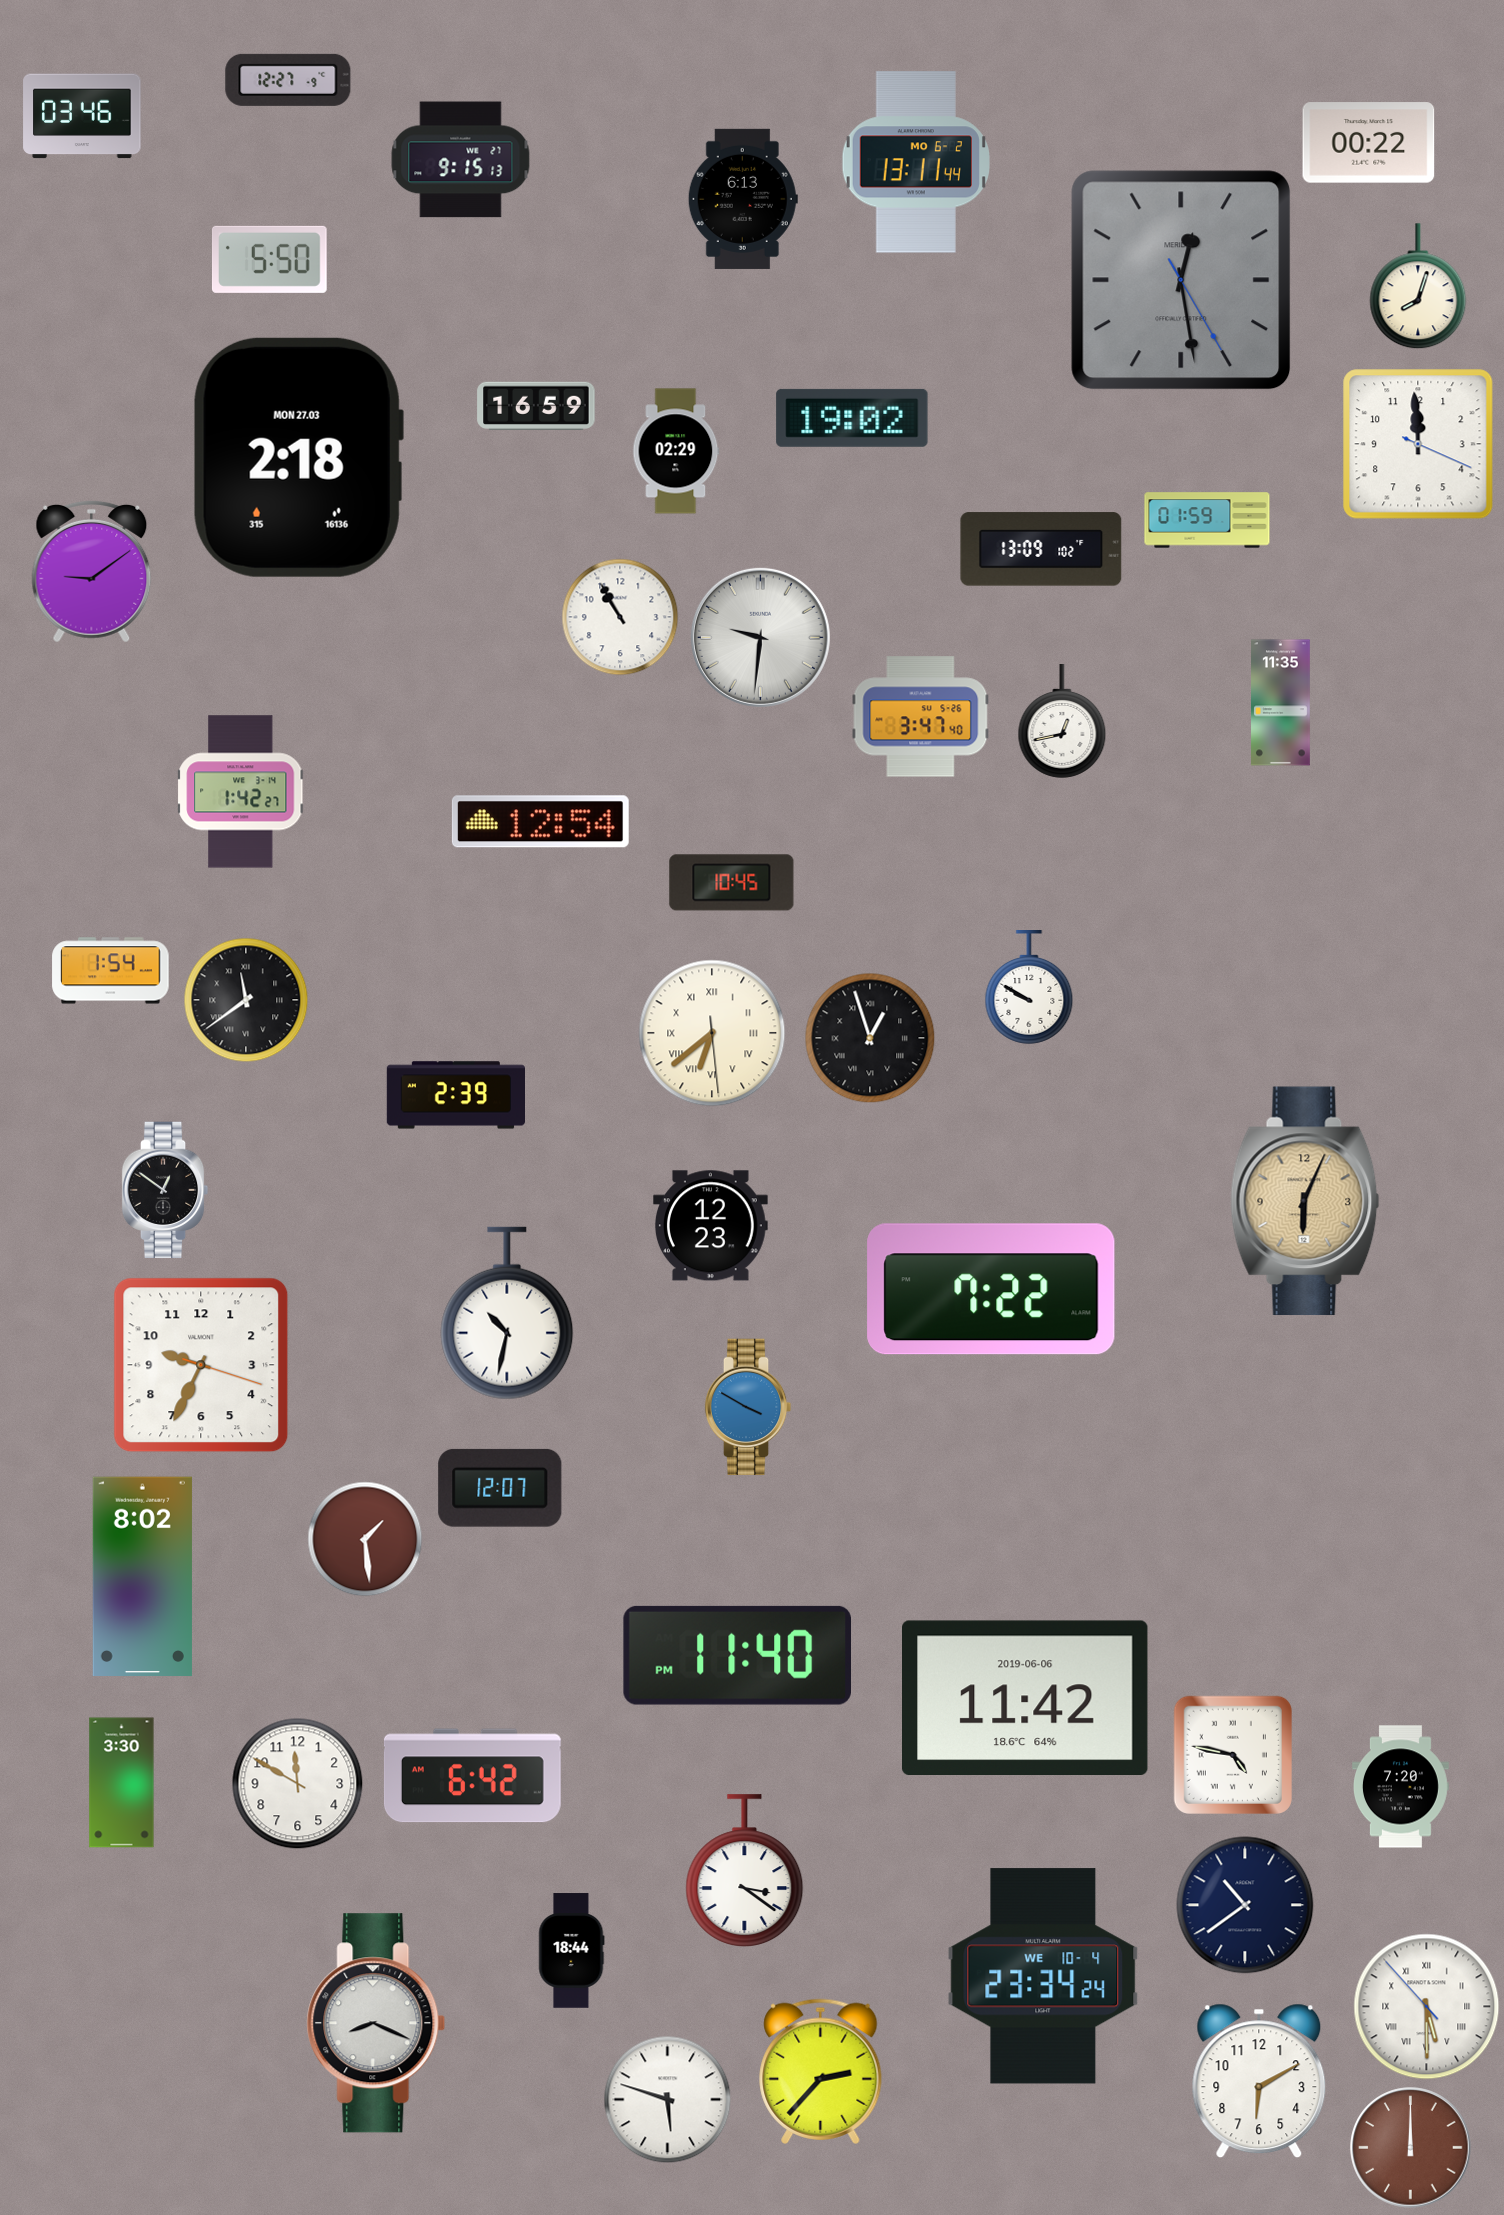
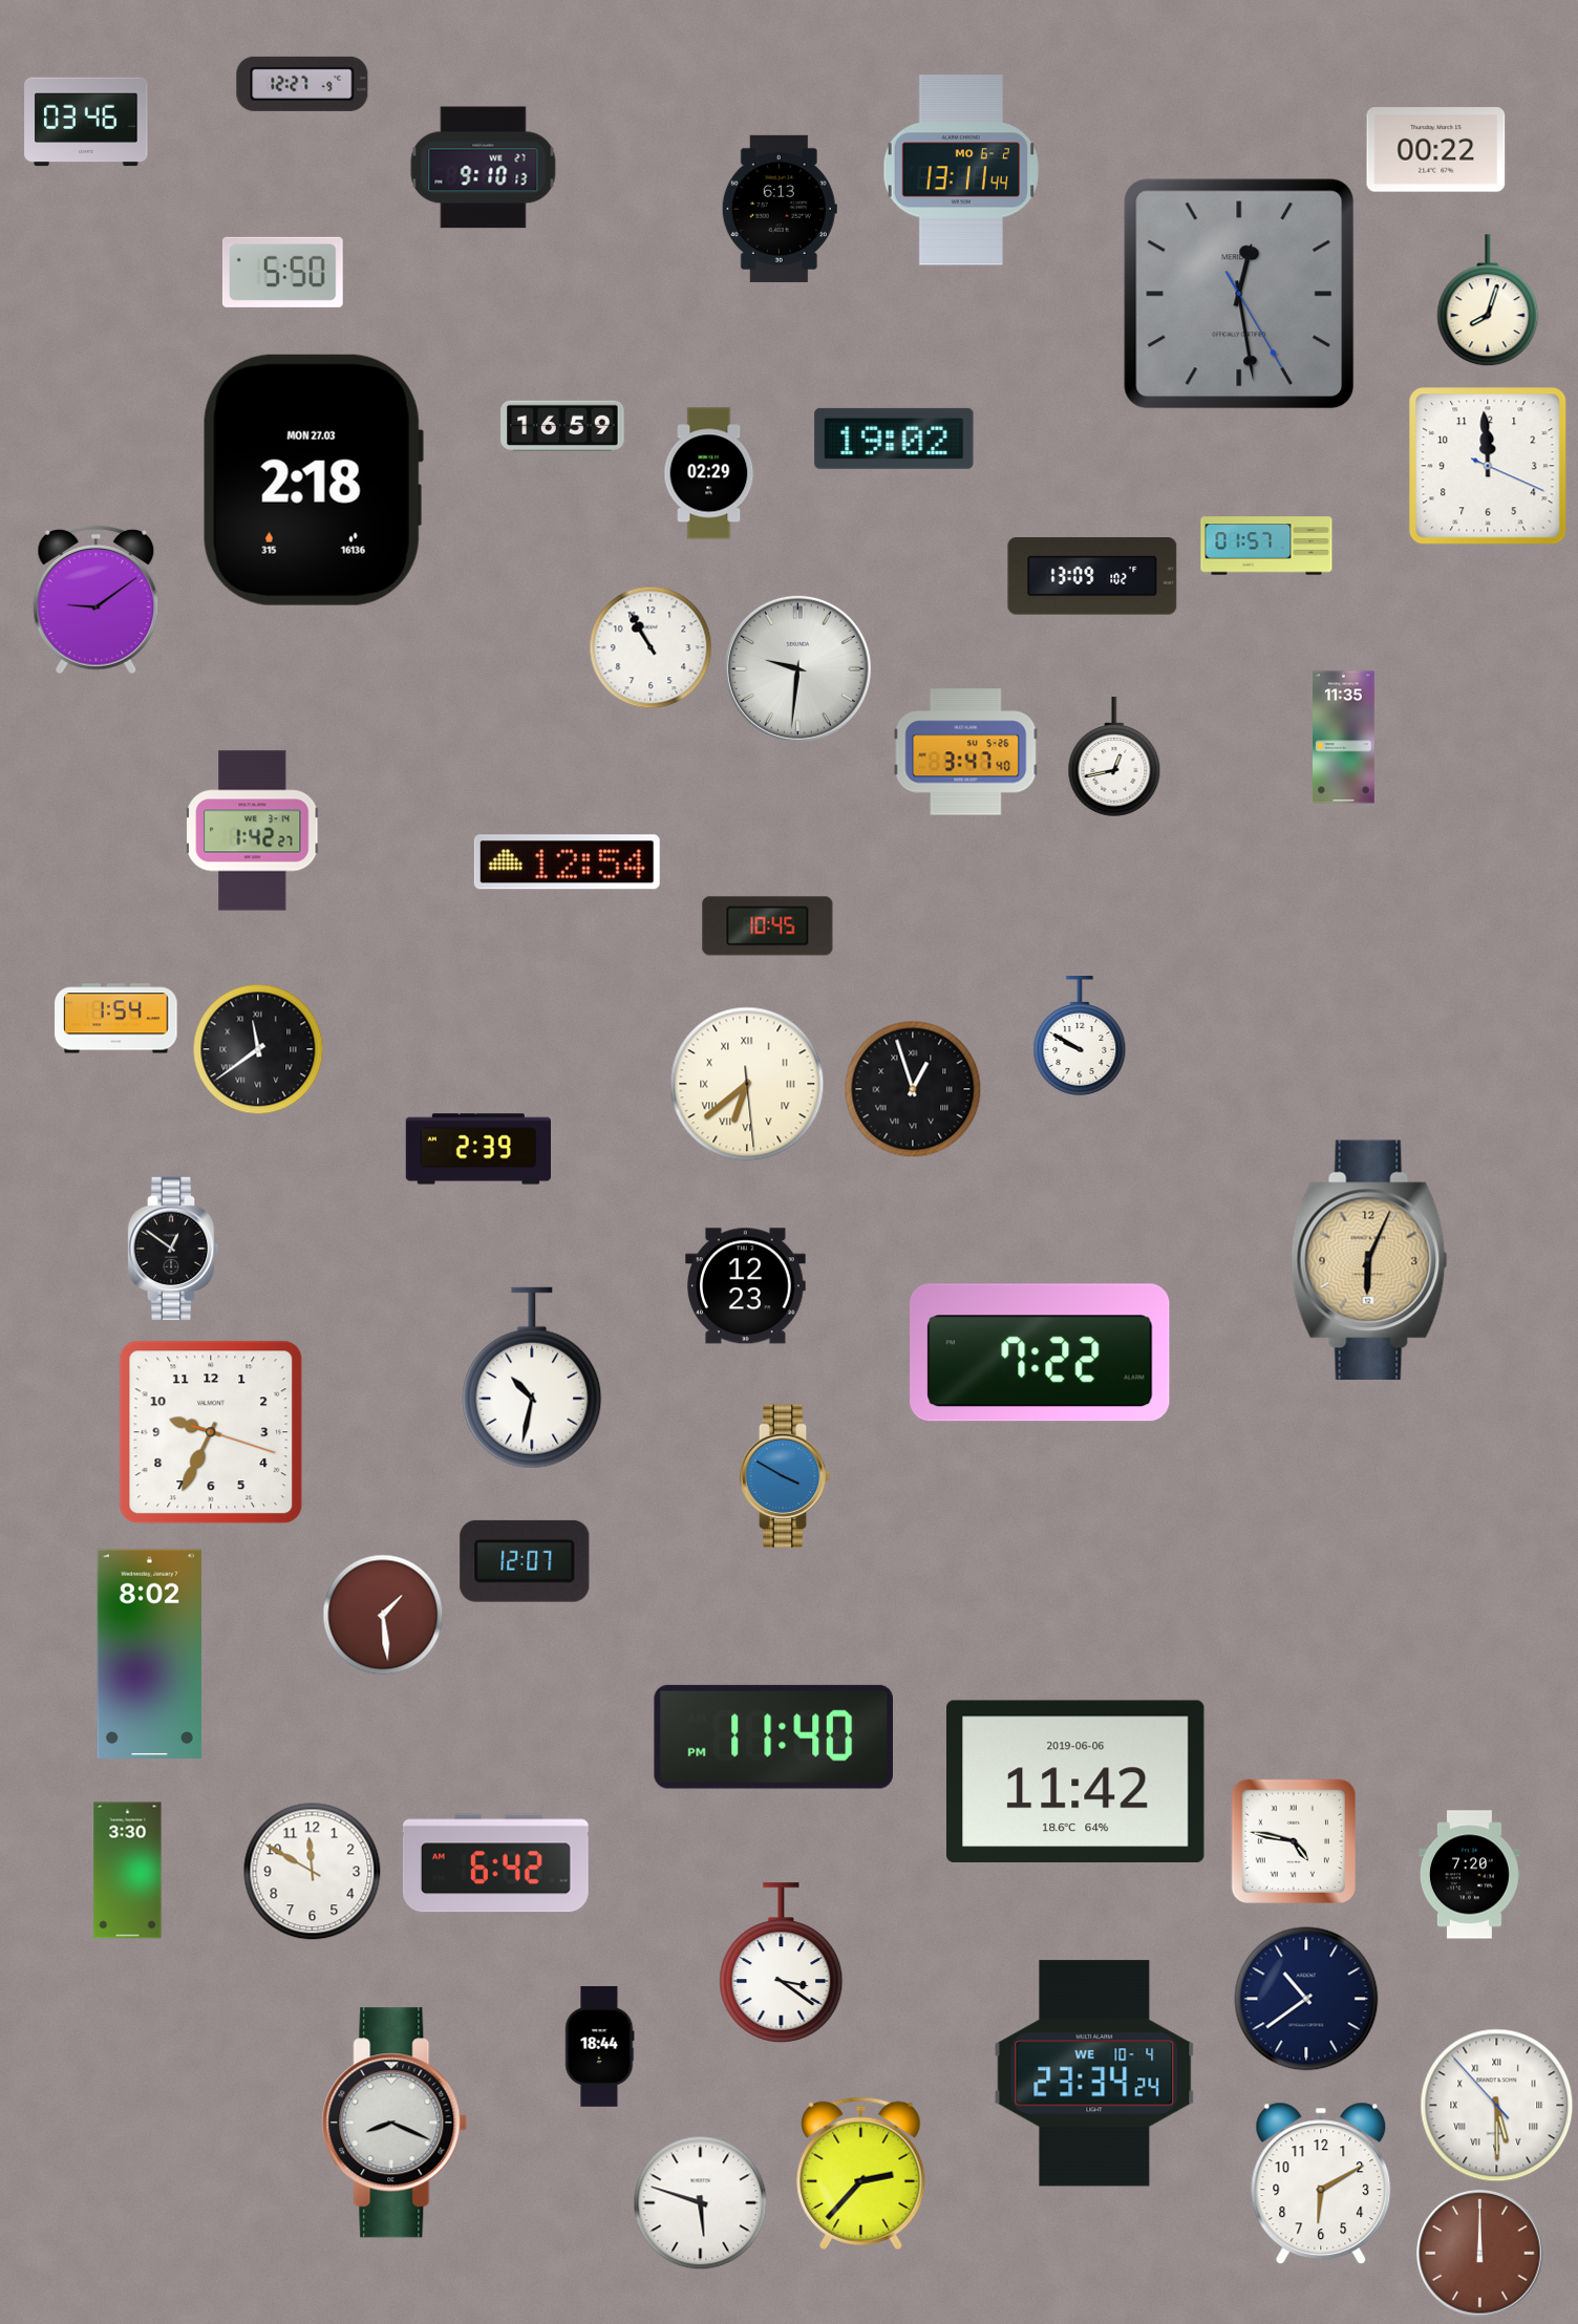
clock at (461, 160): 9:15 -> 9:10
clock at (1207, 520): 01:59 -> 01:57
